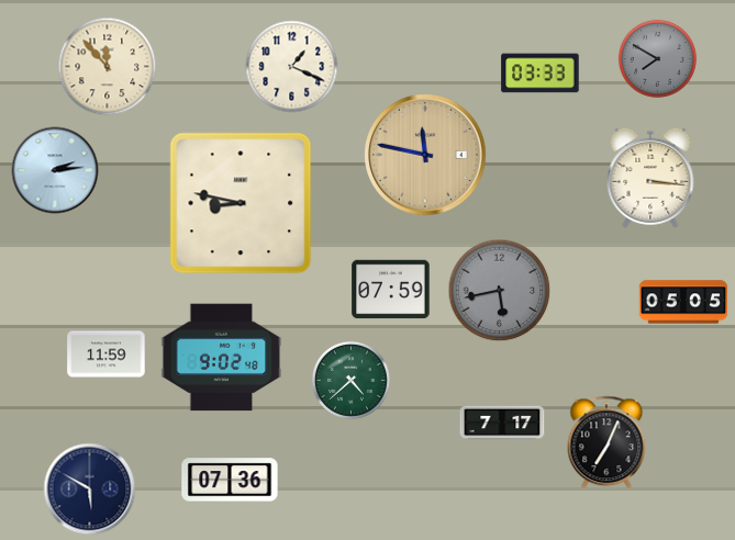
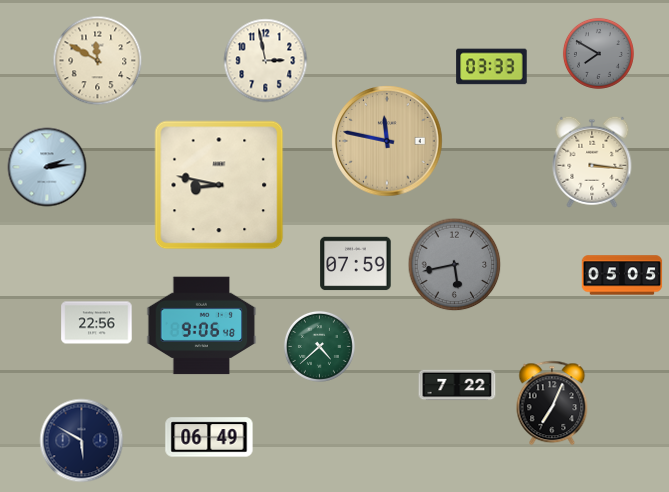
clock at (108, 67): 11:53 -> 11:50
clock at (292, 67): 1:19 -> 2:58
clock at (55, 170) position: (55, 170) -> (47, 167)
clock at (107, 355): 11:59 -> 22:56
clock at (222, 358): 9:02 -> 9:06
clock at (502, 423): 7:17 -> 7:22
clock at (230, 480): 07:36 -> 06:49
clock at (90, 490) position: (90, 490) -> (82, 441)
